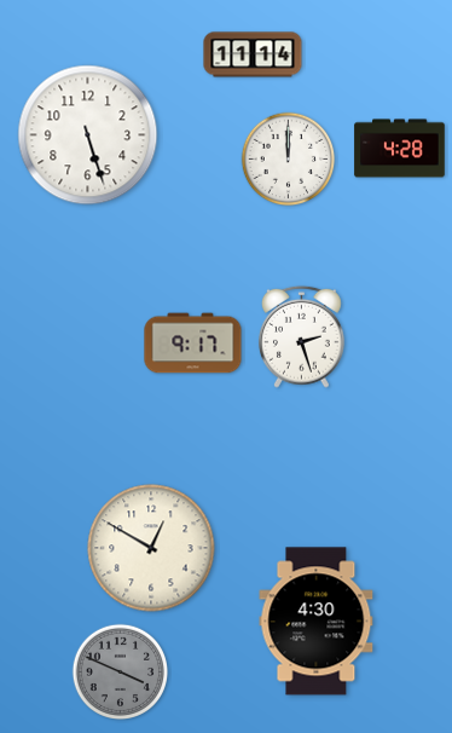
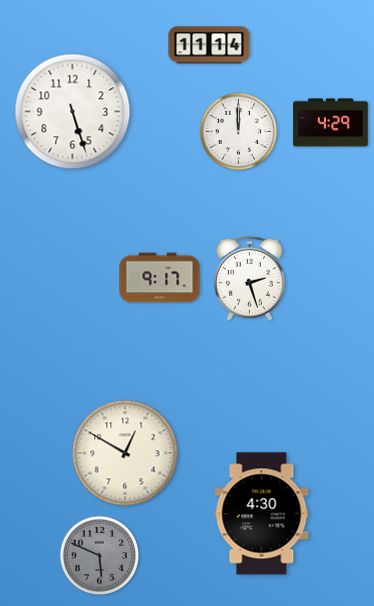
clock at (400, 149): 4:28 -> 4:29
clock at (193, 344) position: (193, 344) -> (160, 278)
clock at (121, 673): 3:49 -> 5:49
